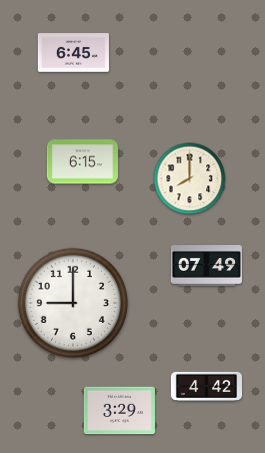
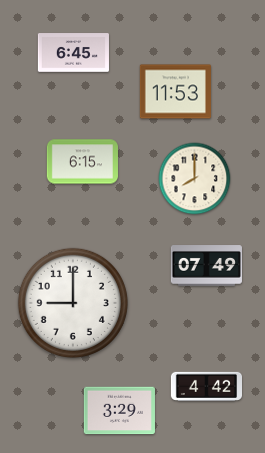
clock at (175, 92): none -> 11:53
clock at (190, 179) position: (190, 179) -> (195, 179)
